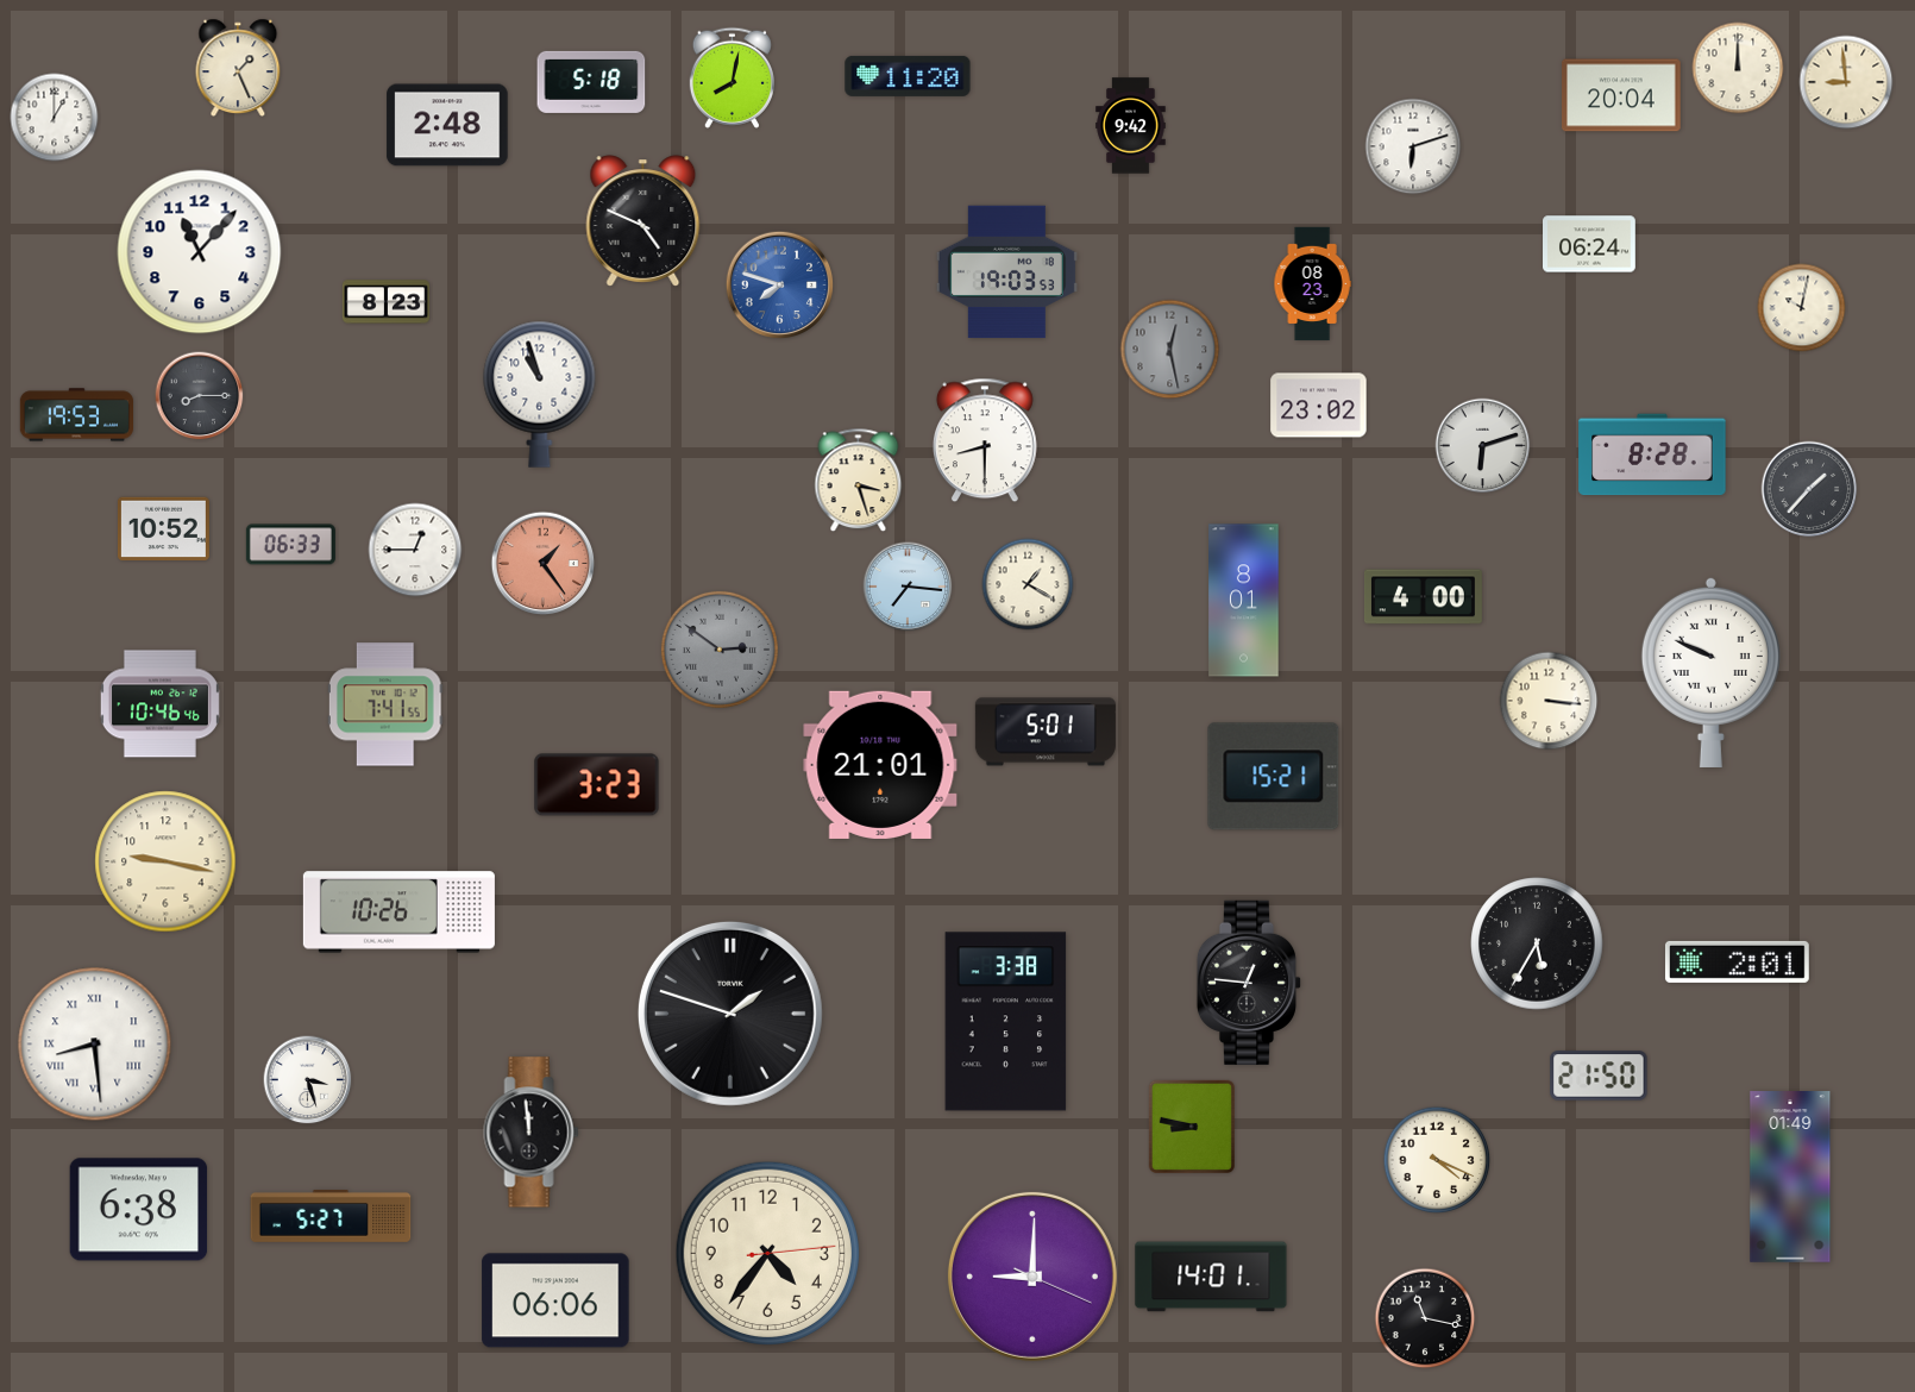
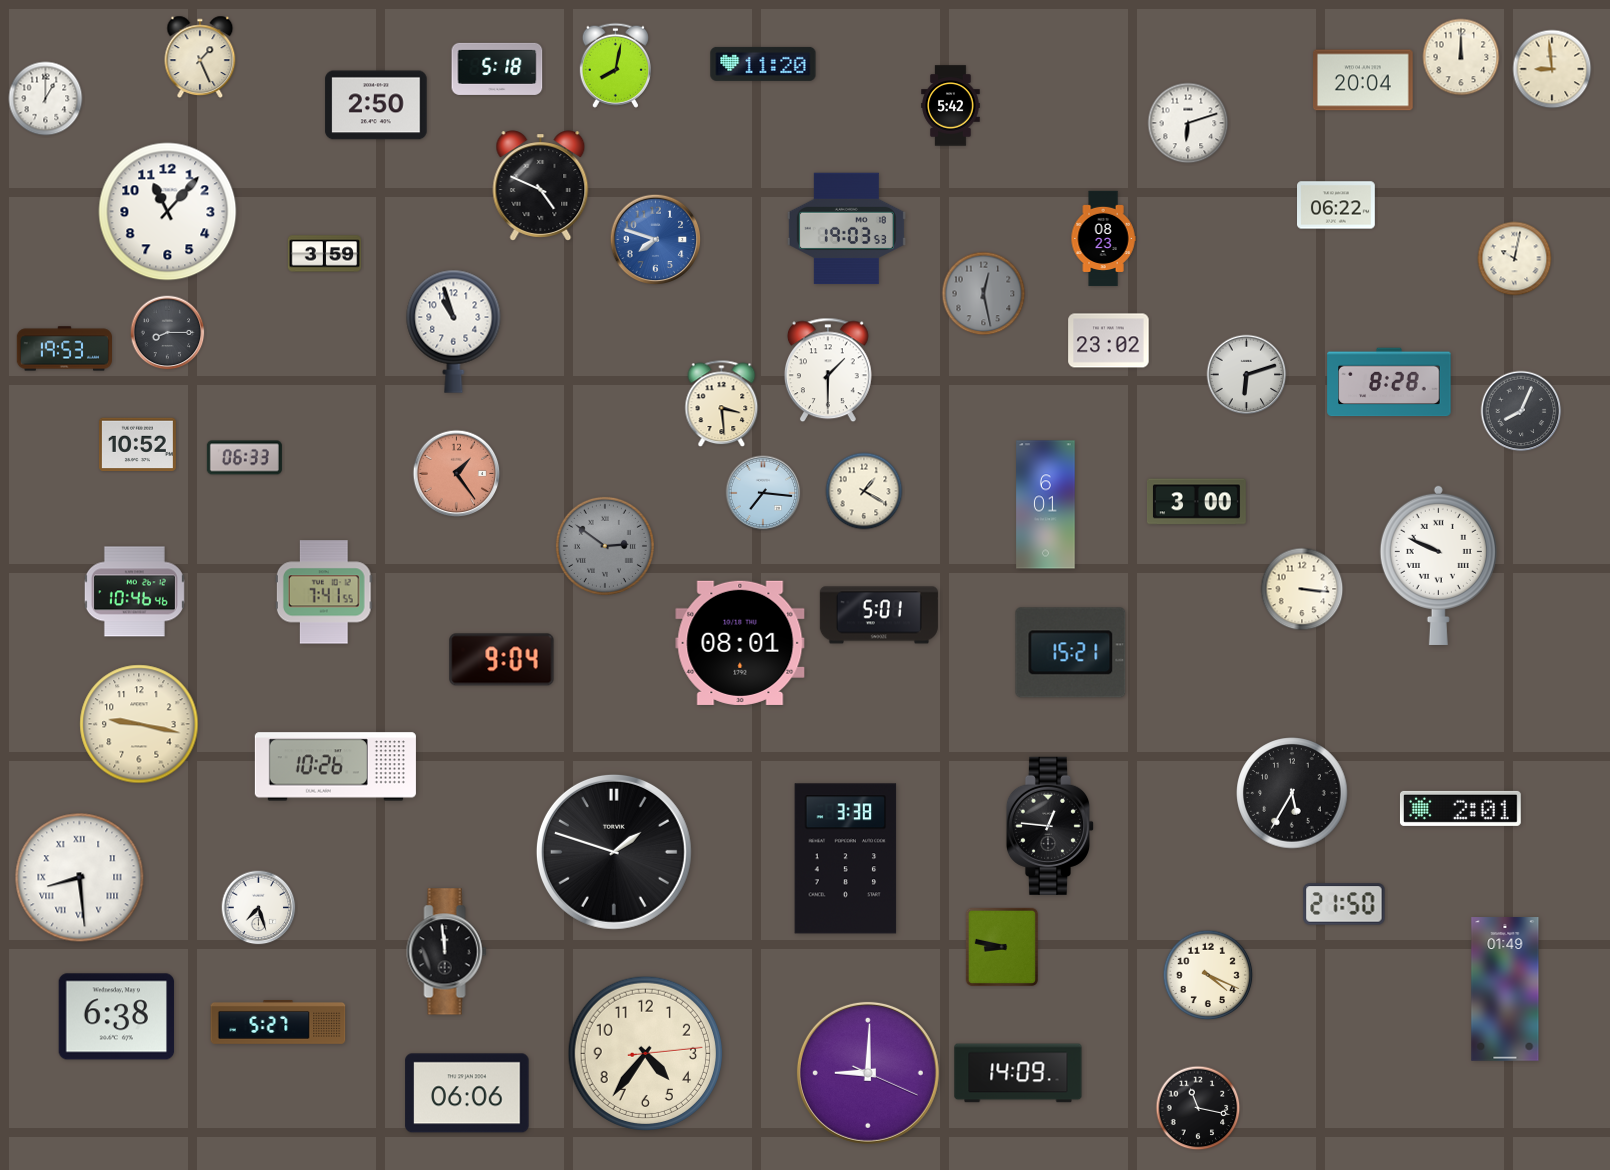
clock at (447, 125): 2:48 -> 2:50
clock at (1131, 126): 9:42 -> 5:42
clock at (1590, 244): 06:24 -> 06:22
clock at (387, 302): 8:23 -> 3:59
clock at (985, 440): 8:30 -> 1:30
clock at (859, 481): 3:27 -> 3:29
clock at (1809, 489): 1:37 -> 8:04
clock at (415, 550): 12:45 -> none
clock at (1424, 597): 4:00 -> 3:00
clock at (1244, 601): 8:01 -> 6:01
clock at (880, 765): 21:01 -> 08:01
clock at (597, 785): 3:23 -> 9:04
clock at (308, 1080): 3:27 -> 7:27
clock at (1211, 1277): 14:01 -> 14:09
